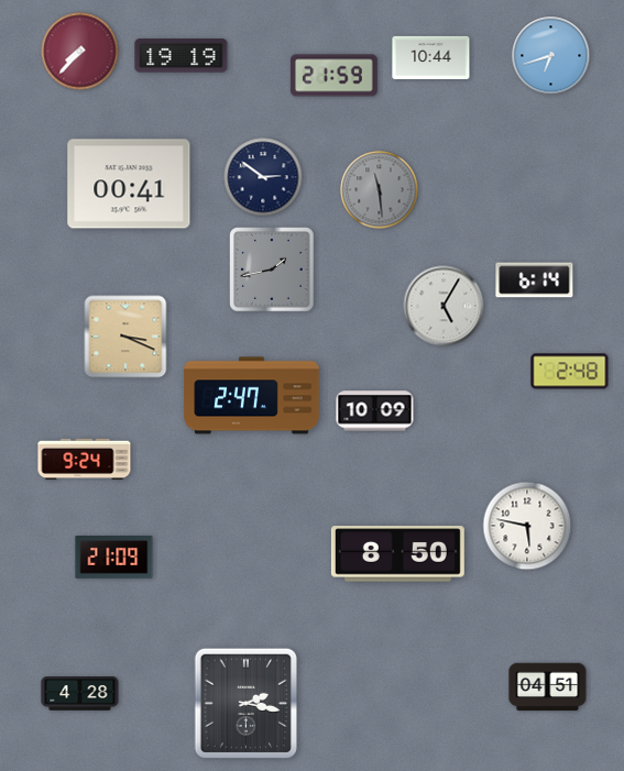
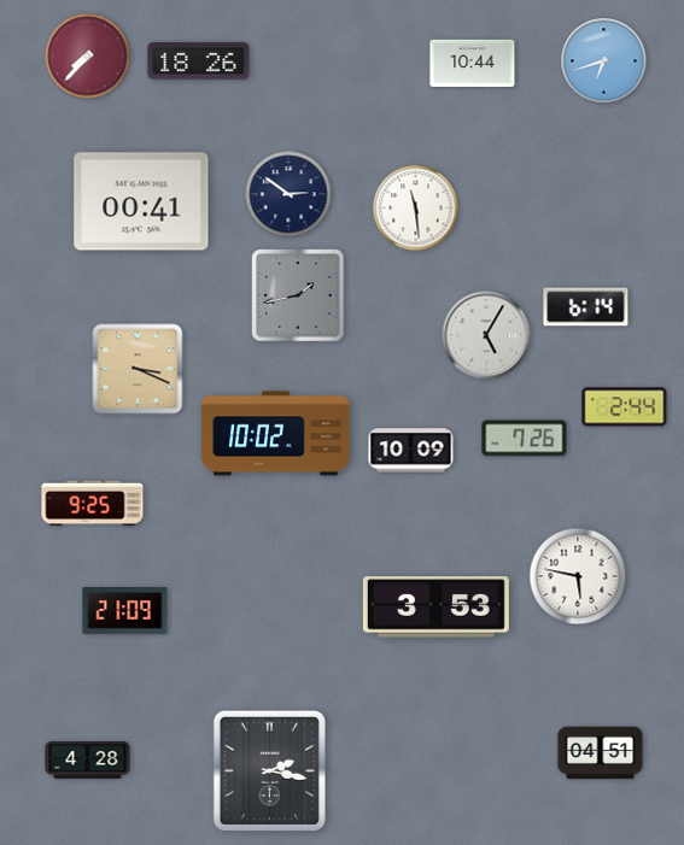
clock at (182, 56): 19:19 -> 18:26
clock at (333, 76): 21:59 -> none
clock at (380, 190) dial: grey -> white
clock at (570, 372): 2:48 -> 2:44
clock at (252, 396): 2:47 -> 10:02
clock at (525, 439): none -> 7:26
clock at (85, 460): 9:24 -> 9:25
clock at (397, 554): 8:50 -> 3:53
